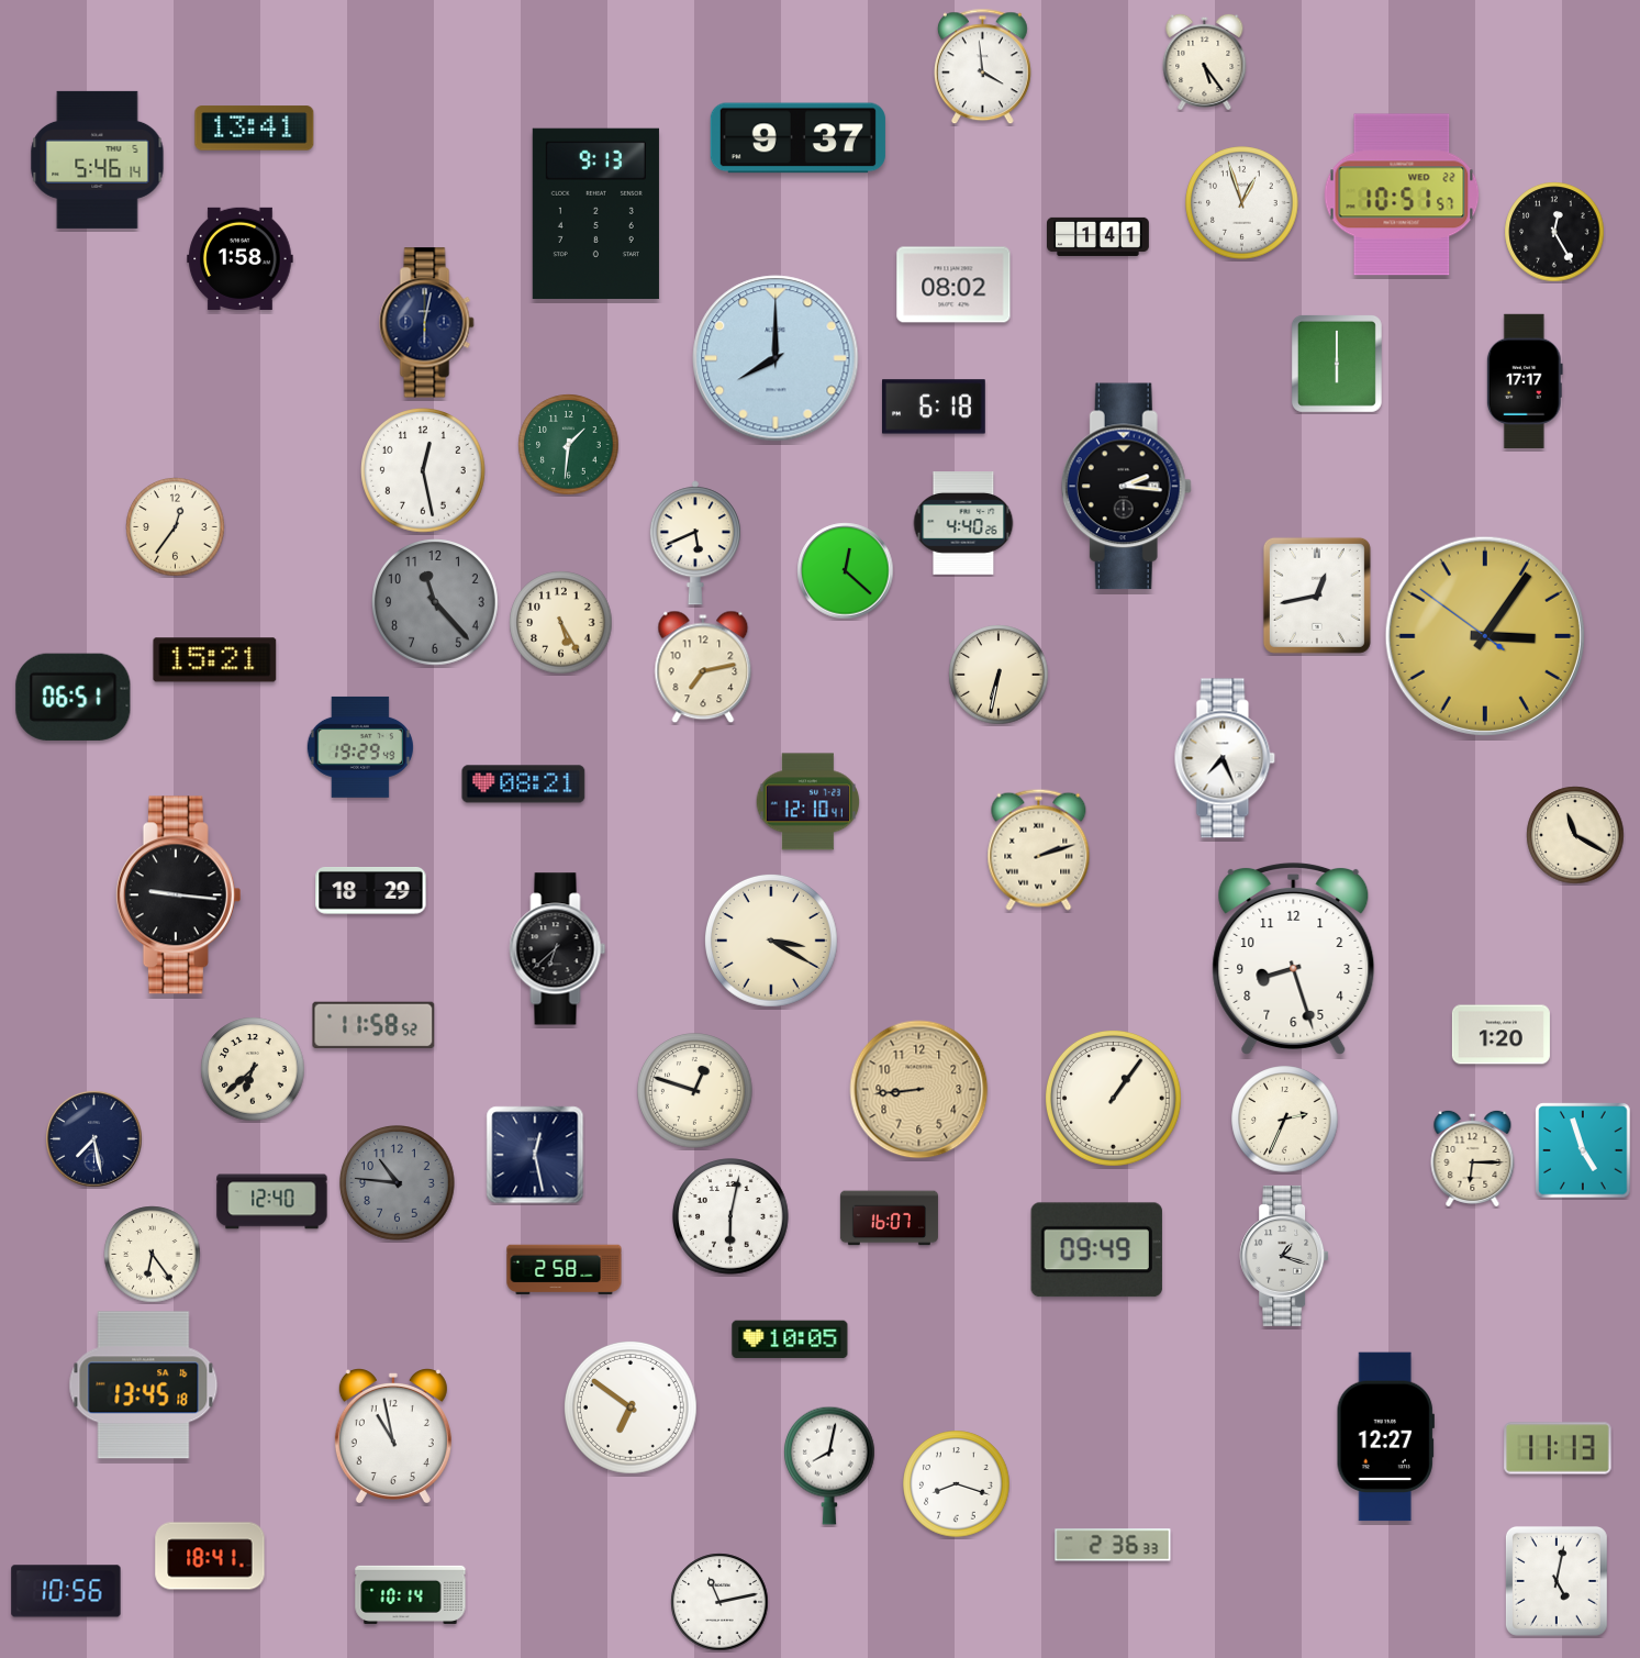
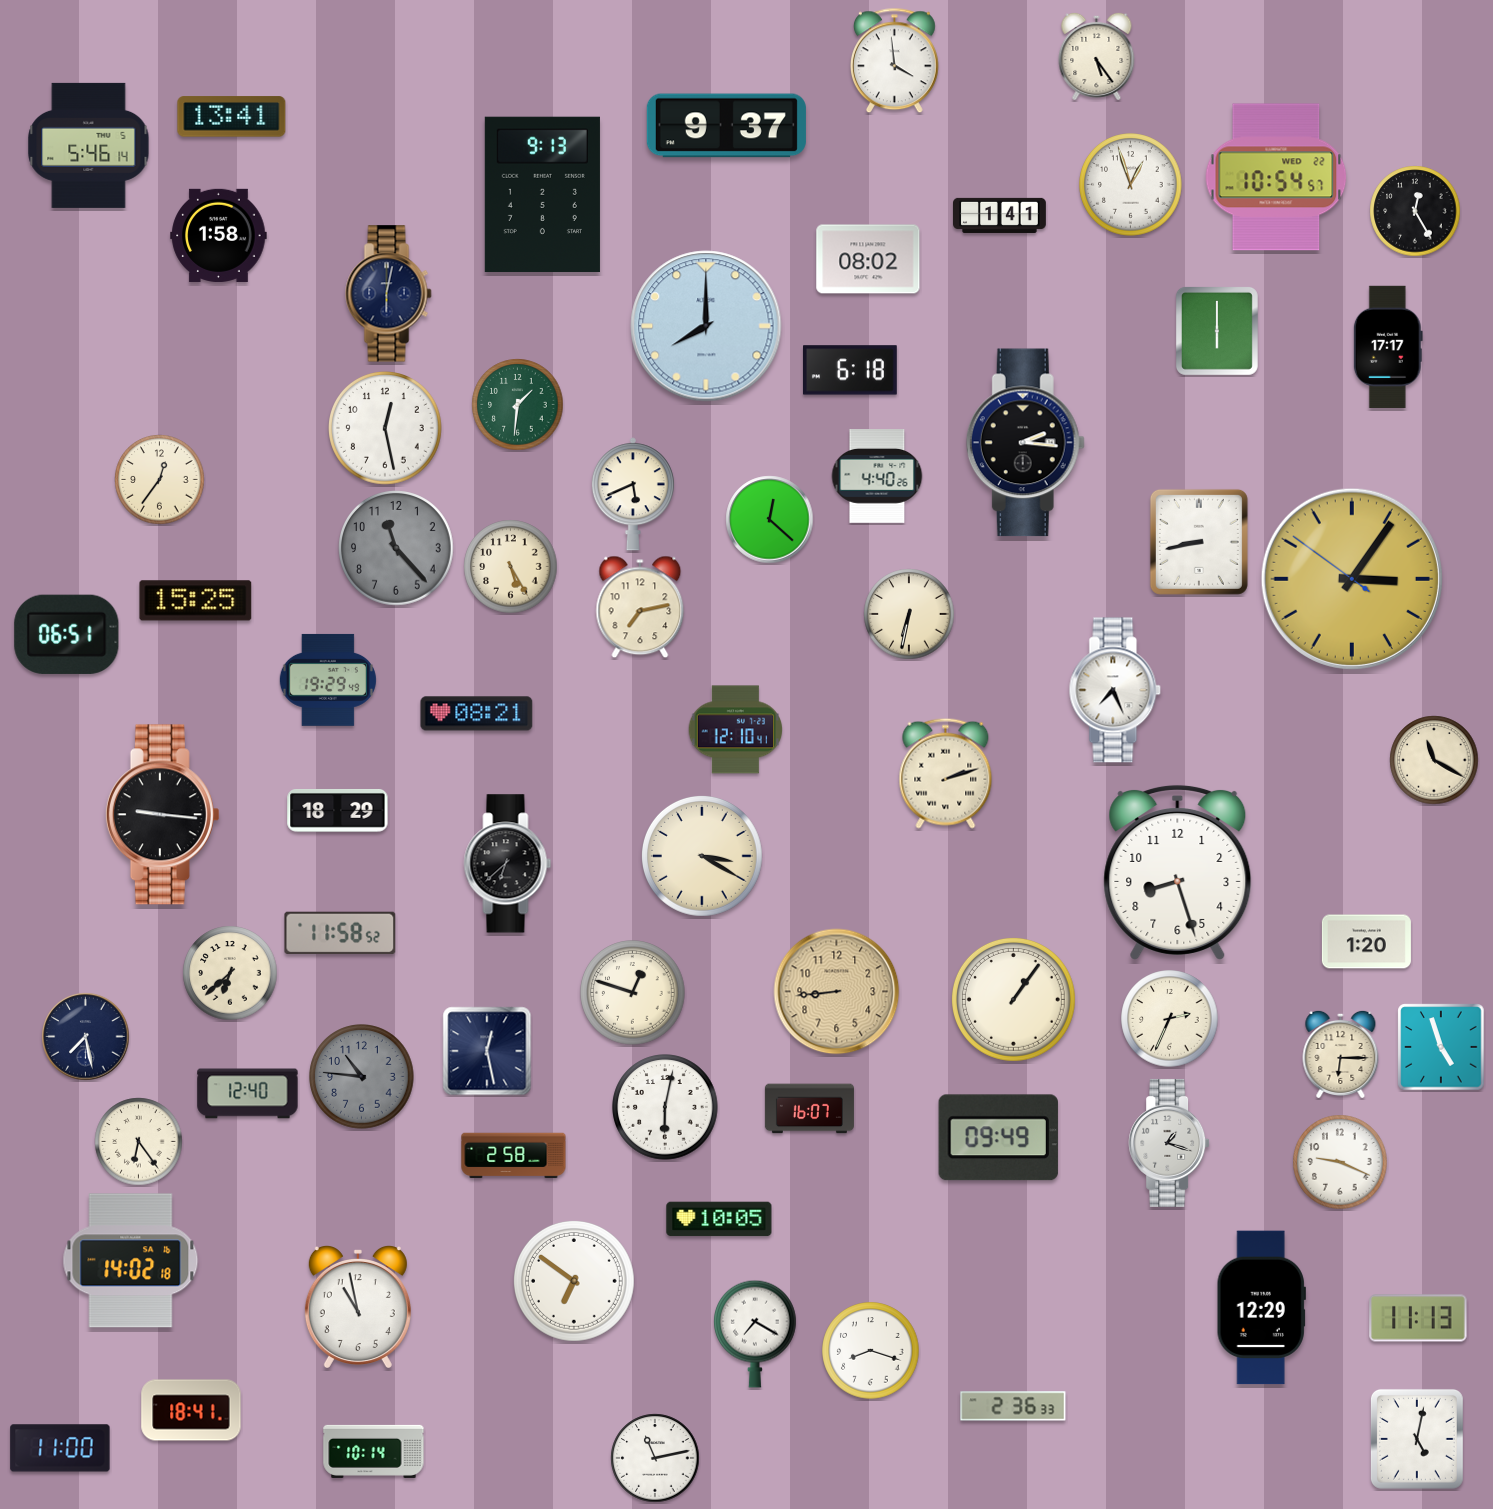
clock at (1402, 194): 10:51 -> 10:54
clock at (1317, 596): 12:43 -> 8:43
clock at (215, 660): 15:21 -> 15:25
clock at (1340, 1162): none -> 9:19
clock at (144, 1386): 13:45 -> 14:02
clock at (1385, 1437): 12:27 -> 12:29
clock at (830, 1466): 8:02 -> 7:20
clock at (210, 1556) position: (210, 1556) -> (191, 1410)
clock at (66, 1591): 10:56 -> 11:00
